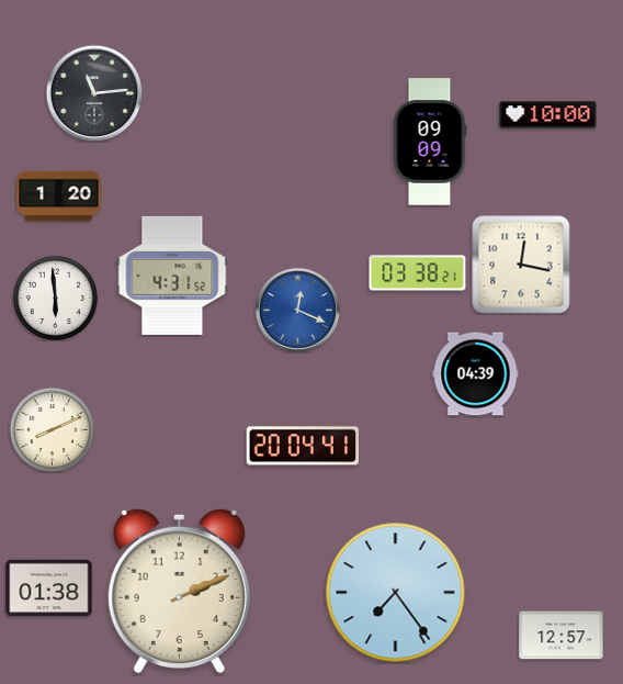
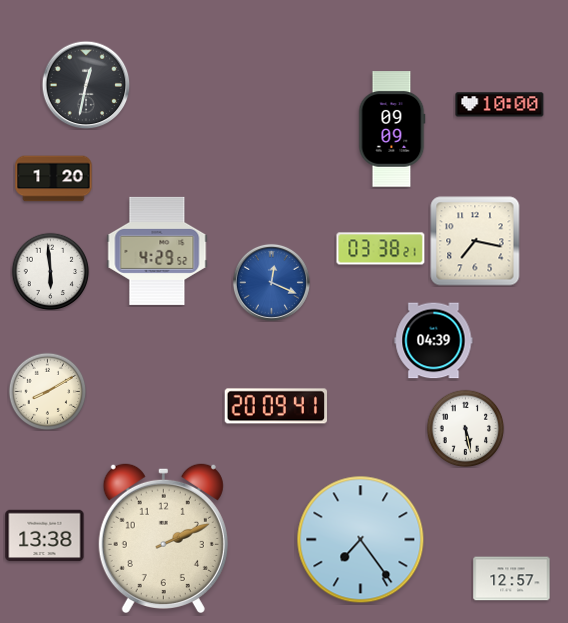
clock at (94, 93): 11:14 -> 12:32
clock at (521, 265): 12:17 -> 7:17
clock at (172, 276): 4:31 -> 4:29
clock at (52, 429): 8:11 -> 8:10
clock at (302, 446): 20:04 -> 20:09
clock at (465, 428): none -> 5:28
clock at (49, 588): 01:38 -> 13:38
